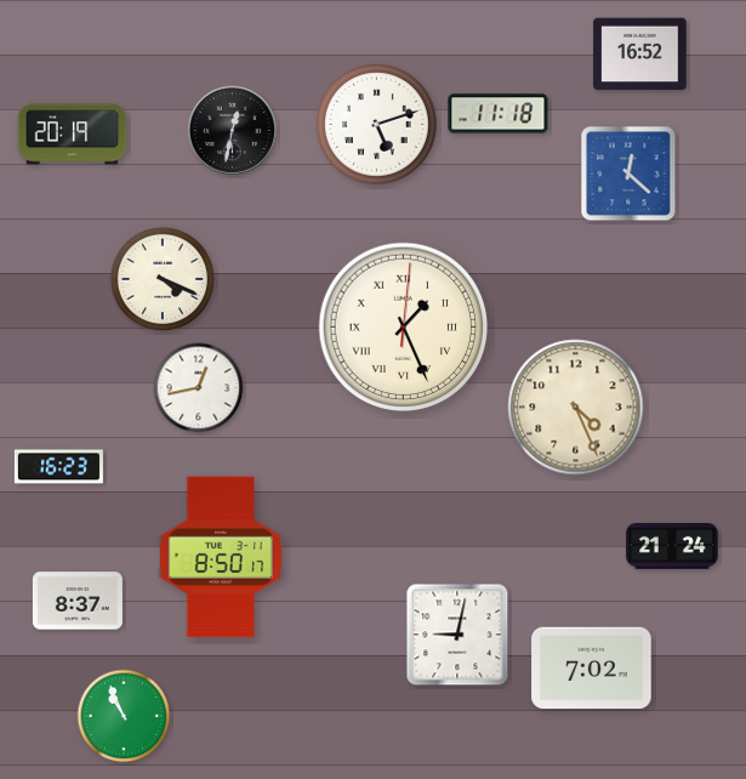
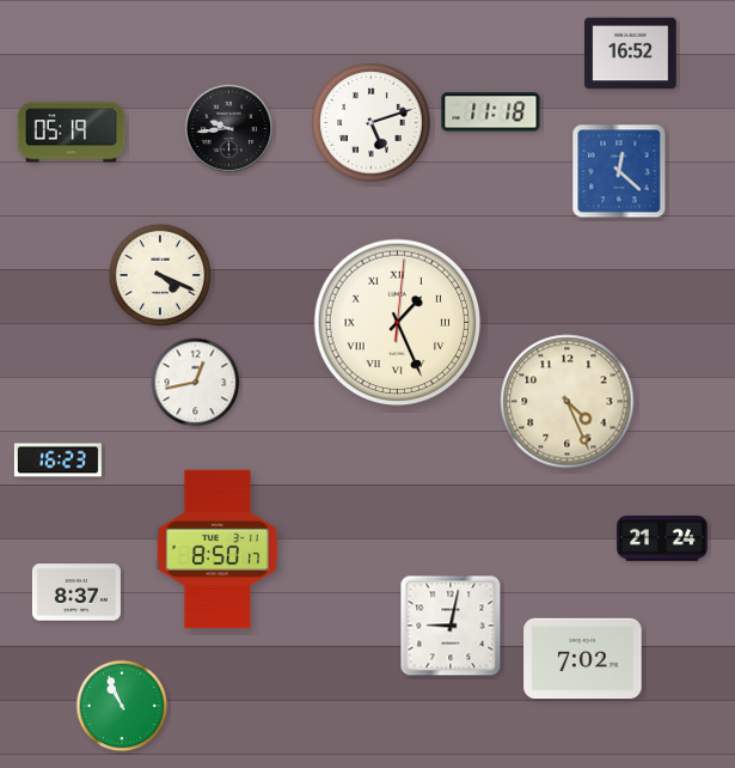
clock at (233, 131): 12:32 -> 9:44
clock at (73, 135): 20:19 -> 05:19
